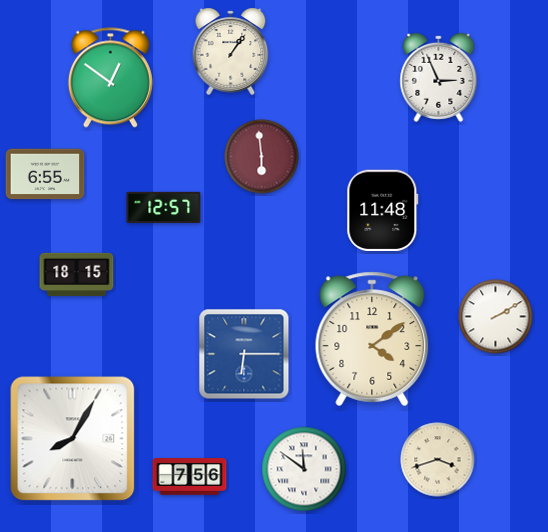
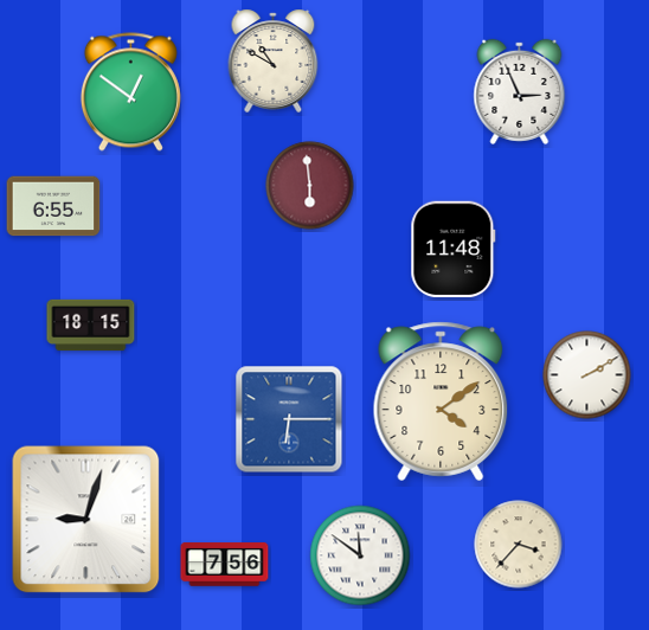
clock at (231, 51): 1:06 -> 10:50
clock at (164, 207): 12:57 -> none
clock at (73, 439): 8:05 -> 9:03
clock at (438, 460): 3:42 -> 3:37
